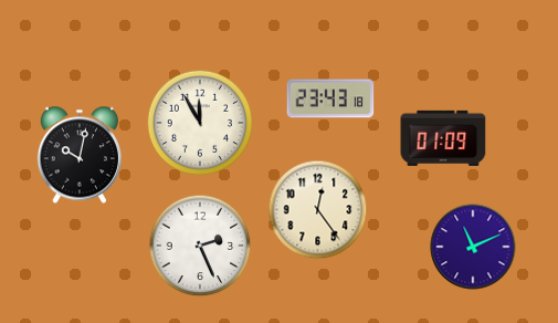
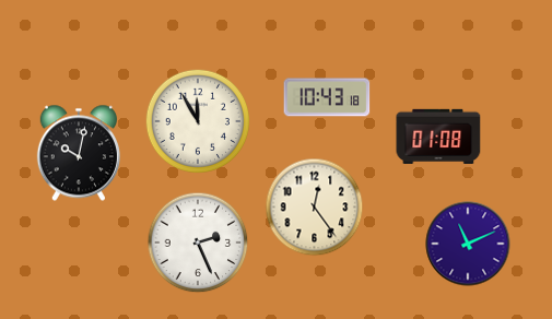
clock at (330, 98): 23:43 -> 10:43
clock at (443, 138): 01:09 -> 01:08
